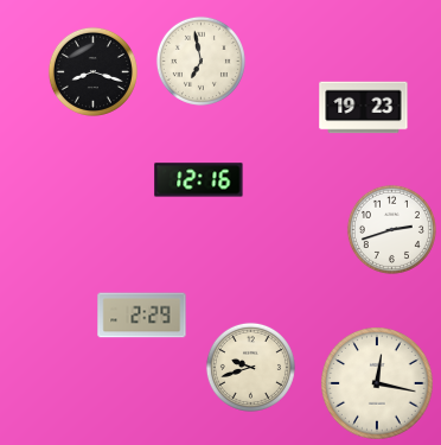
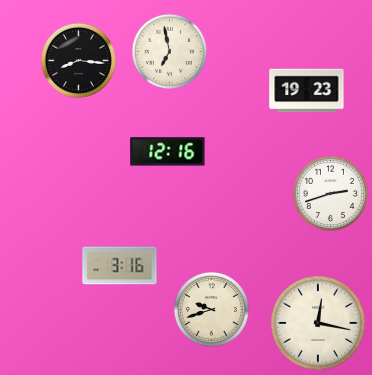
clock at (92, 71): 8:18 -> 8:16
clock at (142, 316): 2:29 -> 3:16
